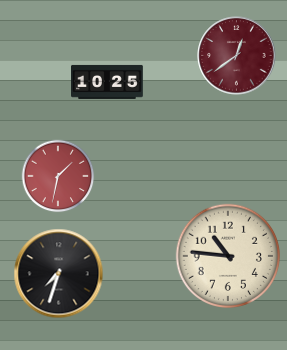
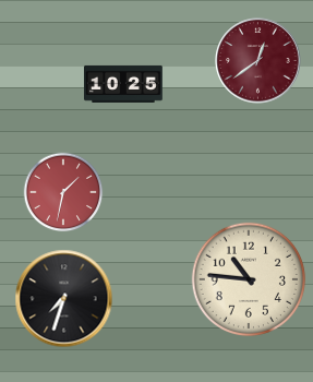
clock at (108, 82) position: (108, 82) -> (124, 84)
